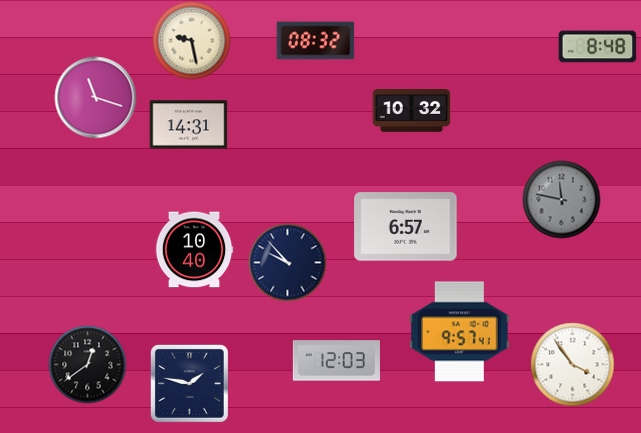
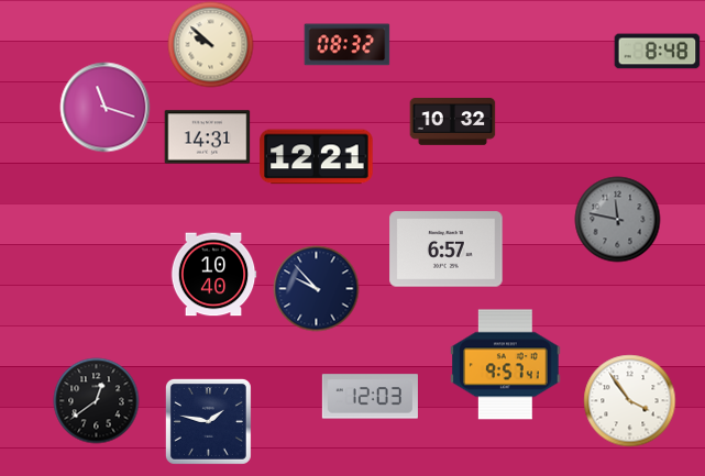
clock at (191, 40): 9:28 -> 9:52
clock at (317, 157): none -> 12:21
